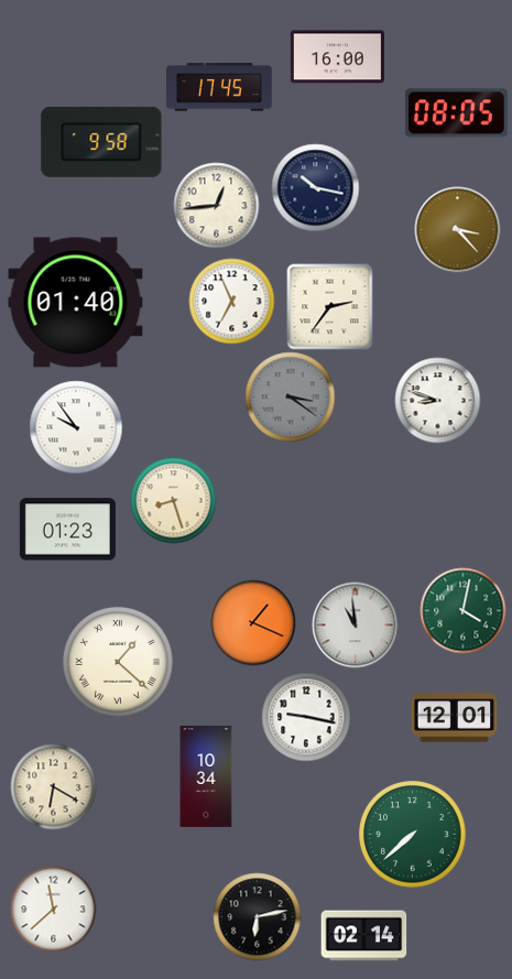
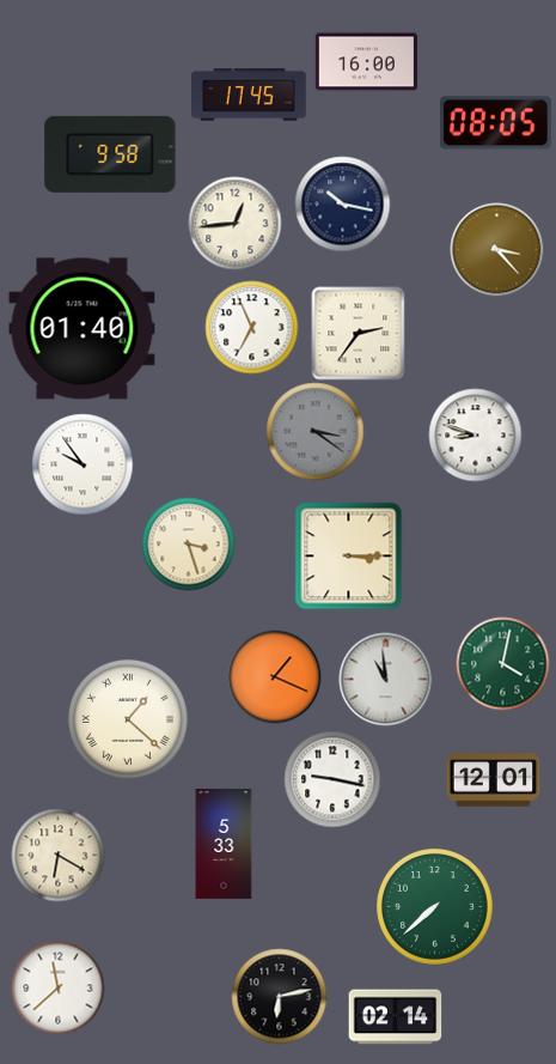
clock at (220, 87) position: (220, 87) -> (250, 95)
clock at (173, 500): 8:27 -> 3:27
clock at (348, 555): none -> 3:15
clock at (67, 530): 01:23 -> none
clock at (206, 776): 10:34 -> 5:33
clock at (413, 835) position: (413, 835) -> (435, 907)
